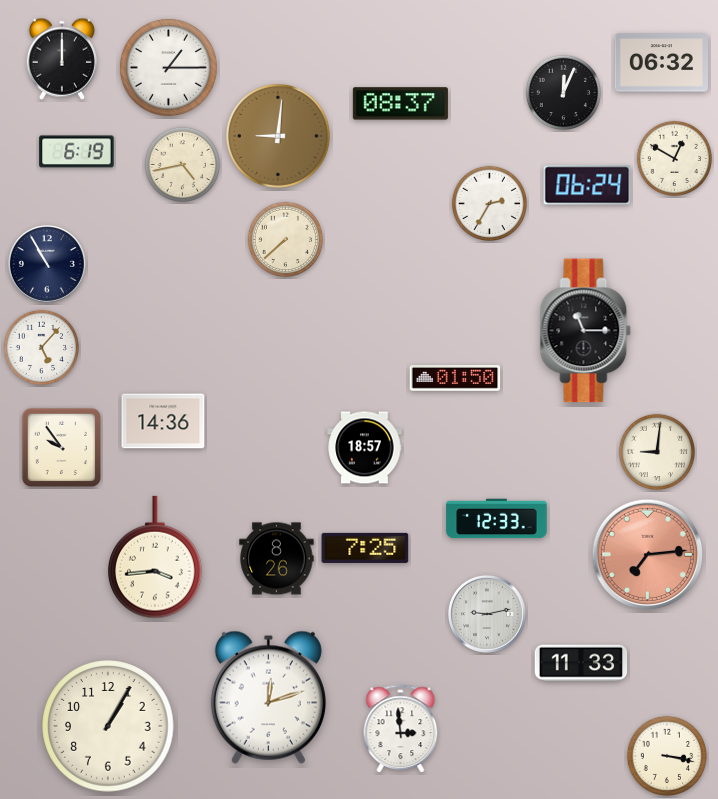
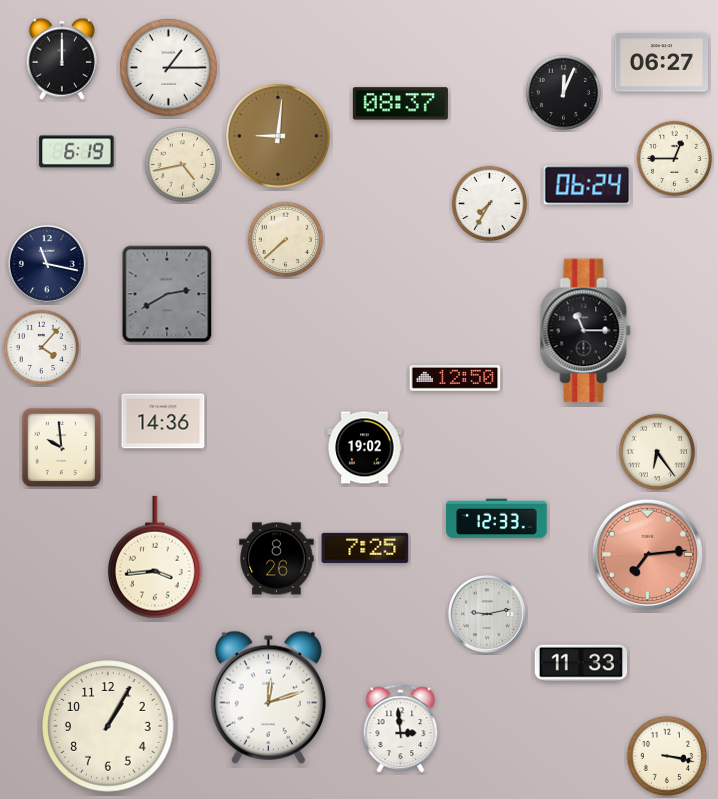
clock at (661, 63): 06:32 -> 06:27
clock at (675, 159): 12:50 -> 12:45
clock at (490, 204): 2:35 -> 7:35
clock at (47, 264): 10:55 -> 11:17
clock at (167, 294): none -> 2:40
clock at (42, 348): 5:07 -> 4:07
clock at (455, 379): 01:50 -> 12:50
clock at (62, 448): 9:54 -> 9:59
clock at (365, 448): 18:57 -> 19:02
clock at (656, 451): 9:01 -> 6:24
